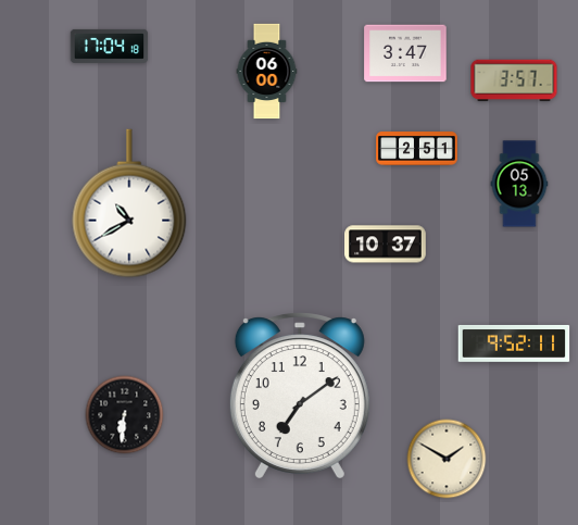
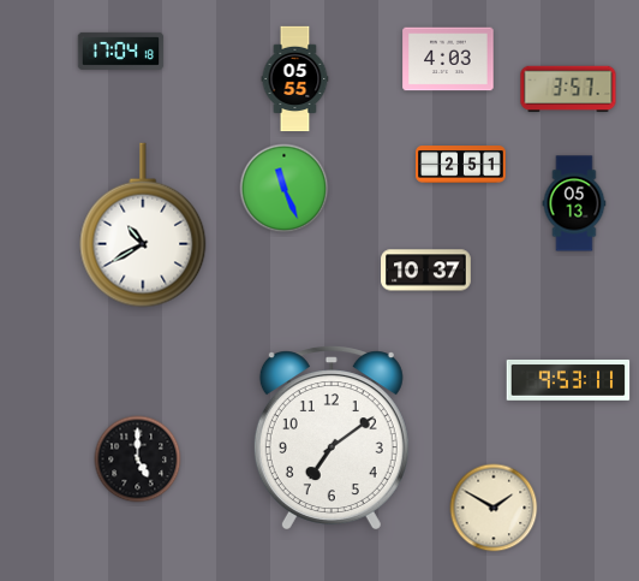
clock at (405, 53): 3:47 -> 4:03
clock at (267, 72): 06:00 -> 05:55
clock at (285, 189): none -> 11:26
clock at (514, 343): 9:52 -> 9:53
clock at (125, 415): 6:31 -> 5:00
